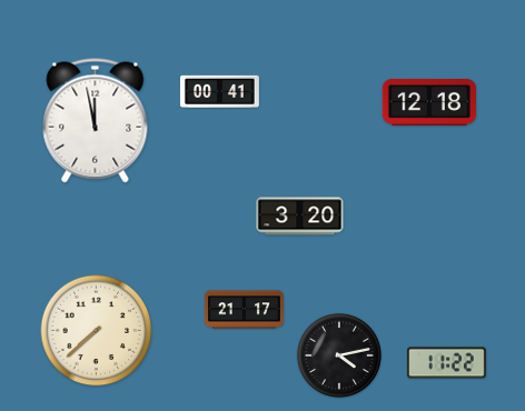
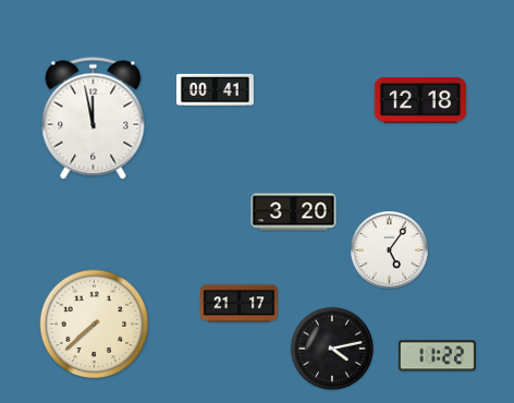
clock at (389, 249): none -> 5:06
